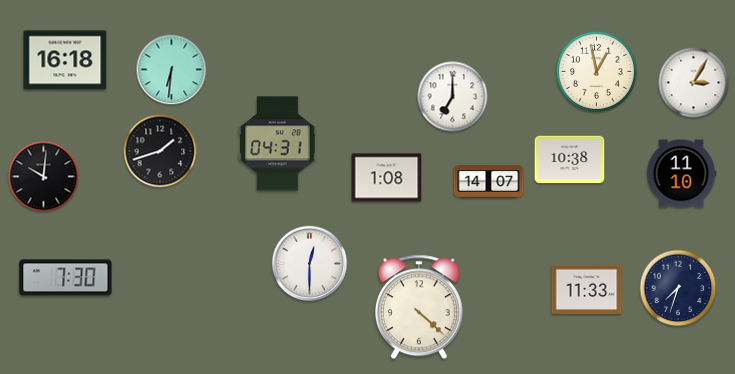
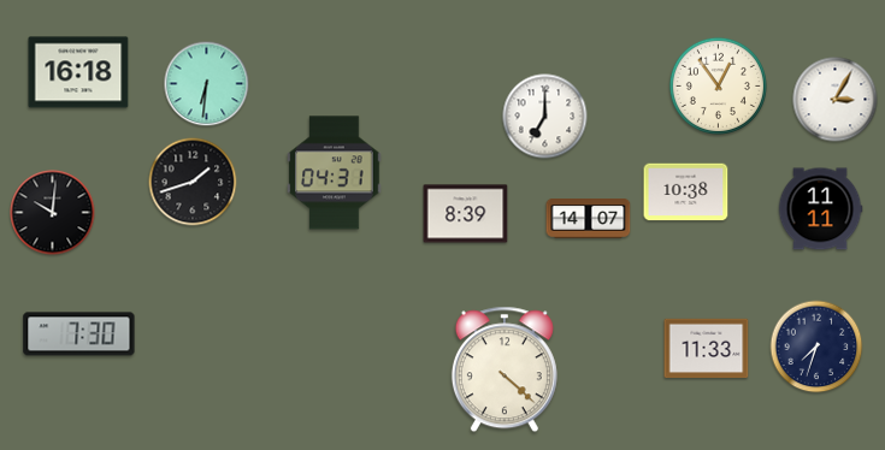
clock at (596, 71): 12:58 -> 12:54
clock at (681, 174): 11:10 -> 11:11
clock at (387, 178): 1:08 -> 8:39
clock at (310, 264): 12:30 -> none
